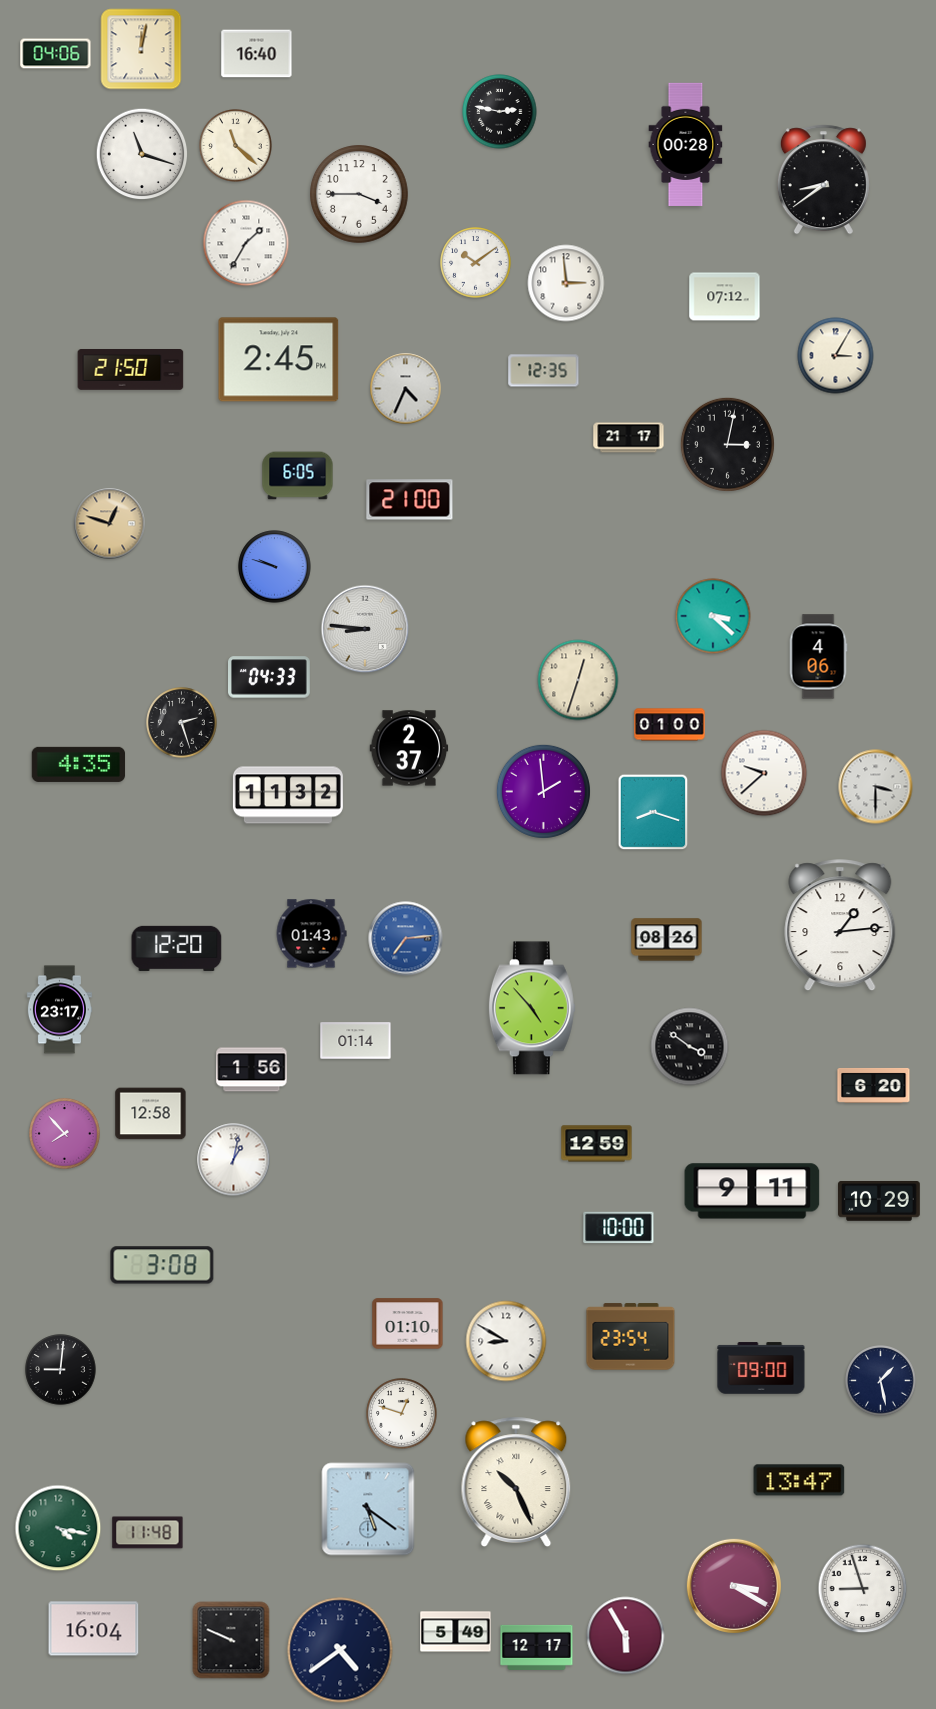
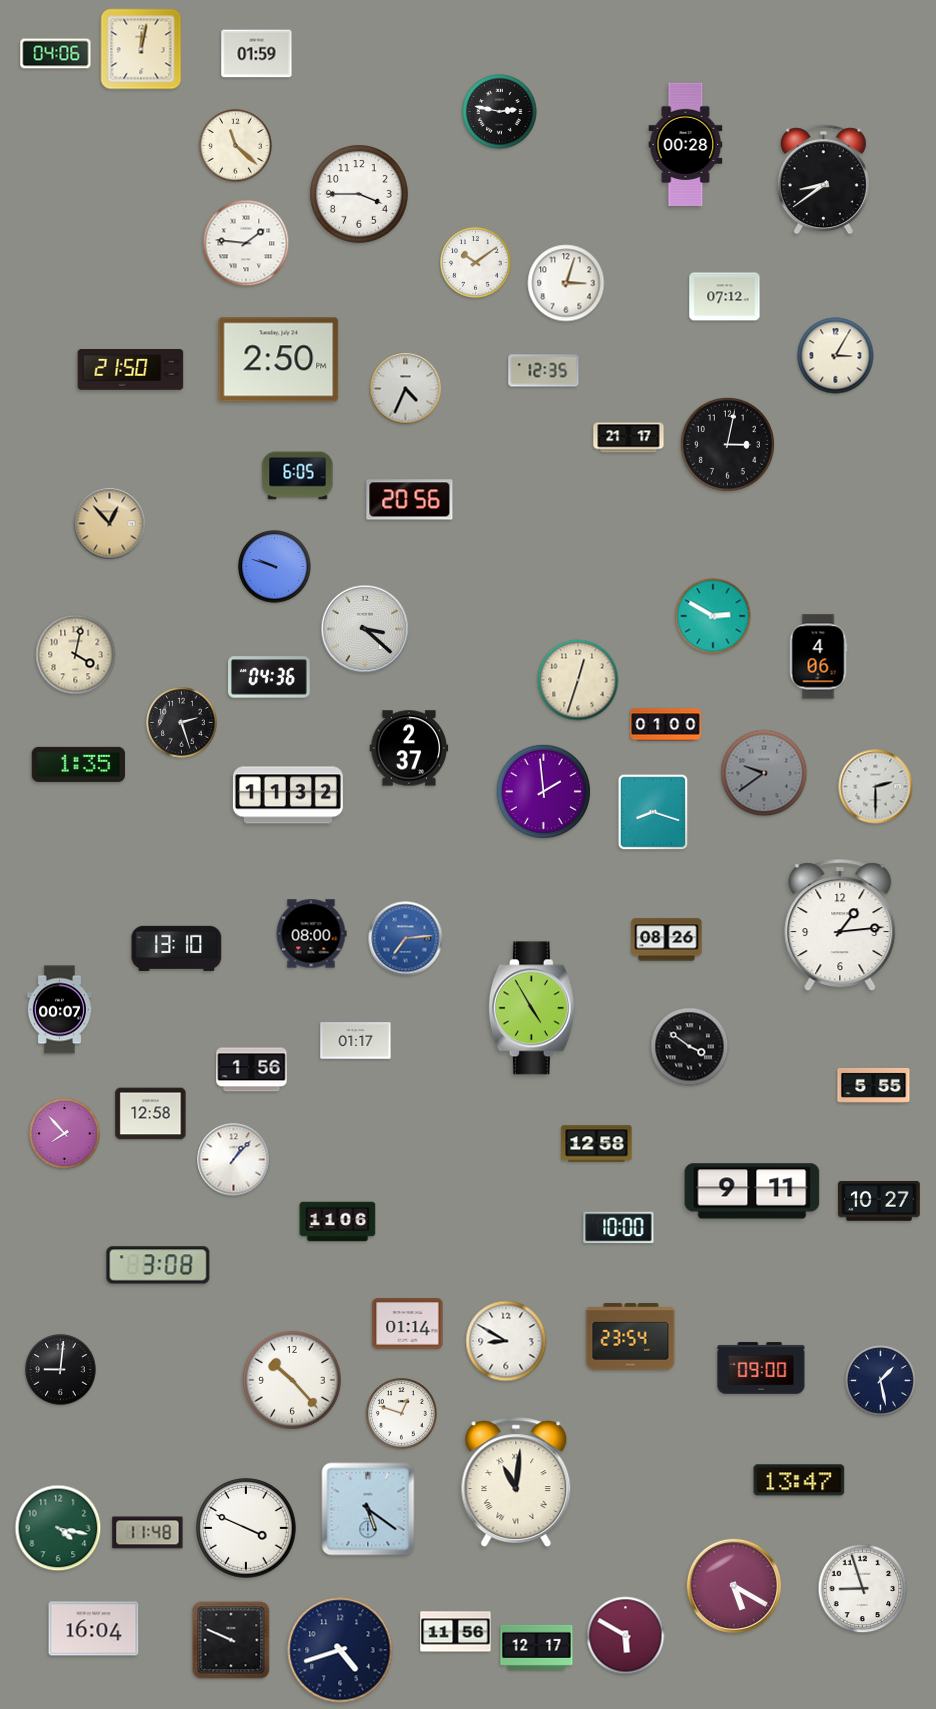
clock at (257, 54): 16:40 -> 01:59
clock at (142, 154): 11:18 -> none
clock at (246, 243): 1:35 -> 1:46
clock at (566, 283): 2:59 -> 3:03
clock at (279, 360): 2:45 -> 2:50
clock at (410, 500): 21:00 -> 20:56
clock at (110, 524): 12:48 -> 12:53
clock at (713, 616): 3:22 -> 2:50
clock at (365, 629): 8:46 -> 3:22
clock at (76, 655): none -> 4:02
clock at (270, 677): 04:33 -> 04:36
clock at (670, 725) position: (670, 725) -> (666, 725)
clock at (79, 764): 4:35 -> 1:35
clock at (764, 773): 9:38 -> 9:39
clock at (764, 773) dial: white -> grey
clock at (876, 787): 3:30 -> 2:30
clock at (311, 934): 01:43 -> 08:00
clock at (177, 948): 12:20 -> 13:10
clock at (532, 1008): 4:53 -> 4:55
clock at (59, 1010): 23:17 -> 00:07
clock at (356, 1041): 01:14 -> 01:17
clock at (874, 1085): 6:20 -> 5:55
clock at (597, 1144): 12:59 -> 12:58
clock at (234, 1160): 1:02 -> 1:07
clock at (880, 1202): 10:29 -> 10:27
clock at (338, 1222): none -> 11:06
clock at (162, 1265) position: (162, 1265) -> (158, 1265)
clock at (408, 1324): 01:10 -> 01:14
clock at (292, 1380): none -> 10:23
clock at (516, 1481): 10:26 -> 11:01
clock at (246, 1528): none -> 3:49
clock at (734, 1586): 3:20 -> 5:20
clock at (456, 1632): 5:49 -> 11:56
clock at (626, 1636): 5:55 -> 5:50
clock at (340, 1650): 4:39 -> 4:42
